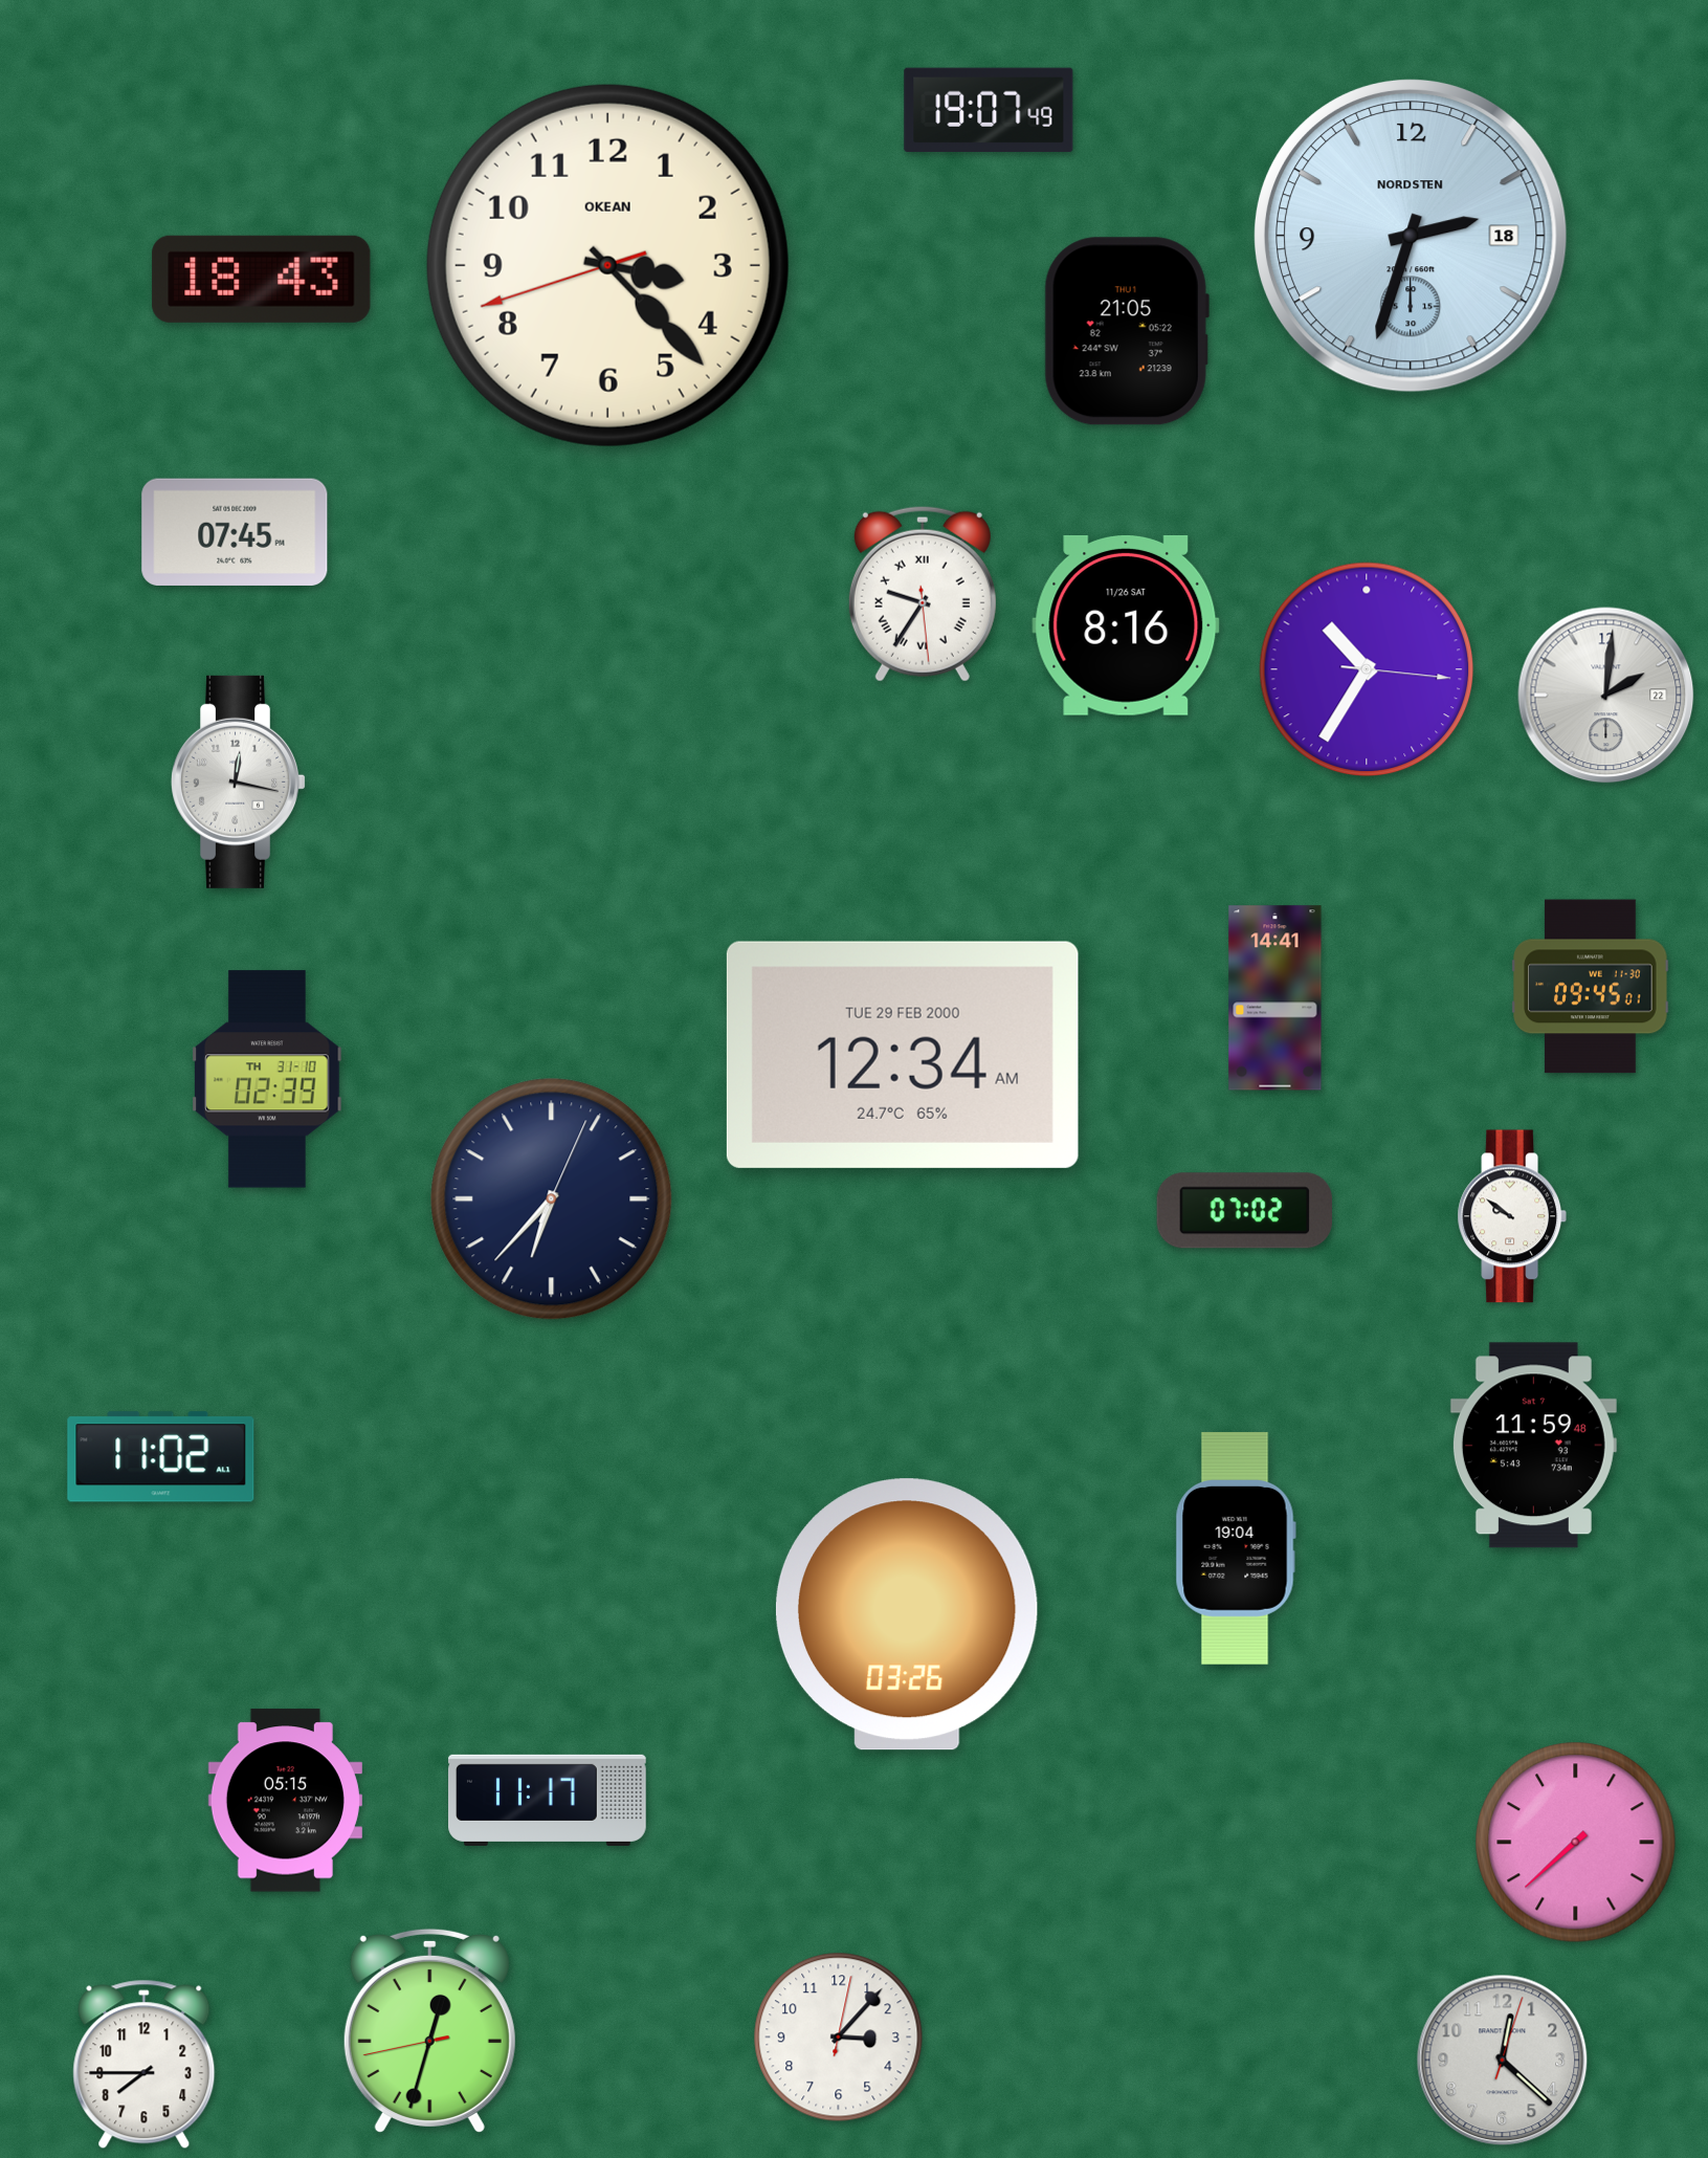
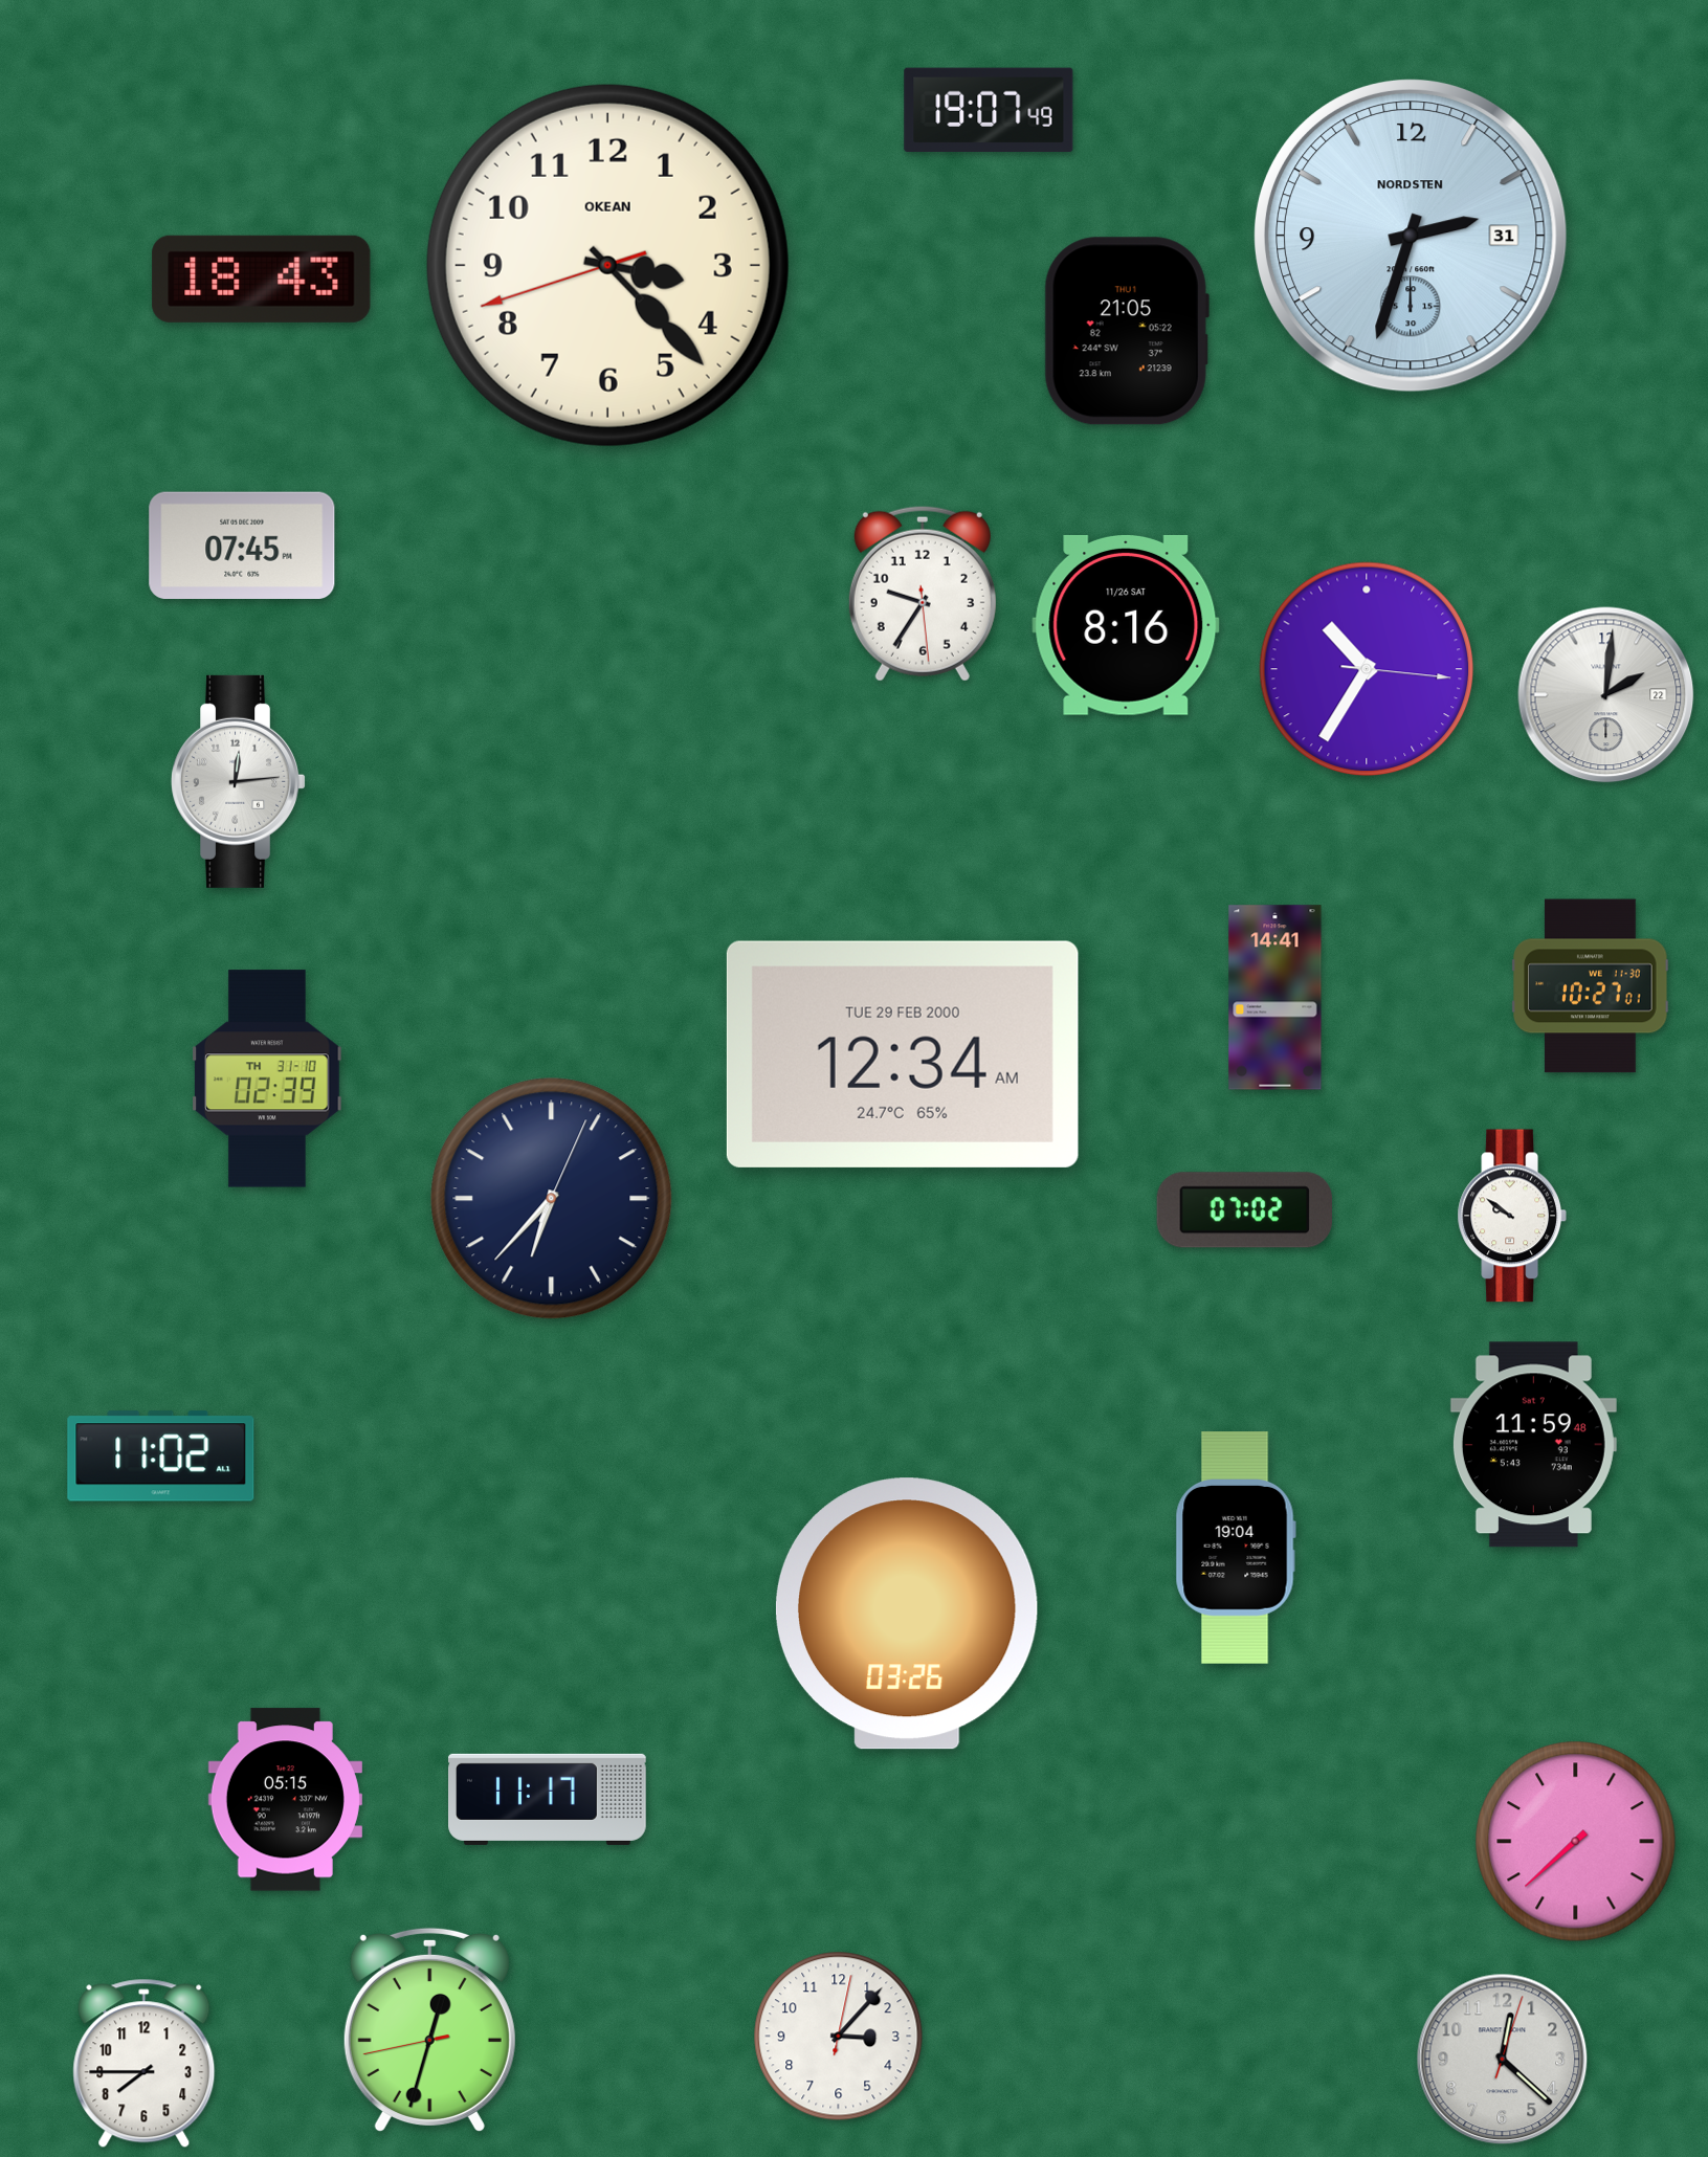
clock at (1411, 236) date: 18 -> 31
clock at (235, 532) position: (235, 532) -> (242, 546)
clock at (923, 594) numerals: Roman -> Arabic
clock at (238, 781): 12:17 -> 12:14
clock at (1591, 987): 09:45 -> 10:27
